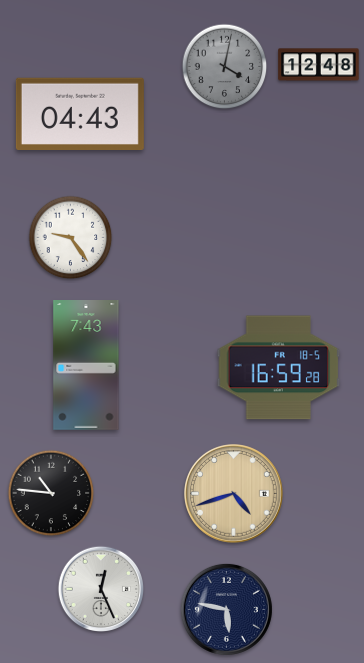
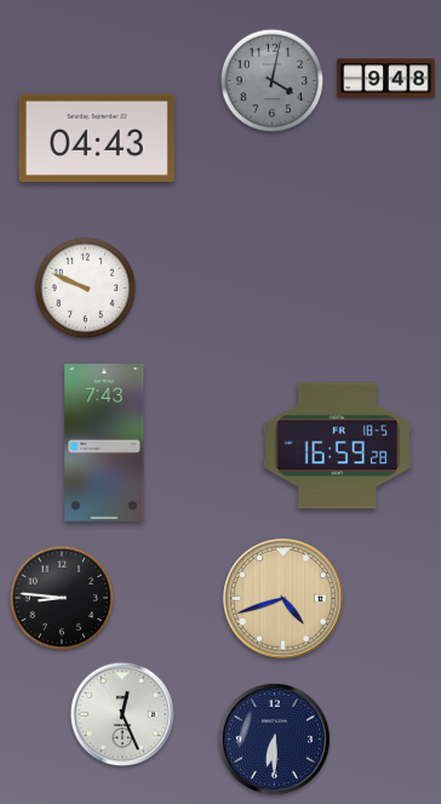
clock at (319, 65): 12:48 -> 9:48
clock at (71, 238): 9:24 -> 9:49
clock at (51, 493): 10:46 -> 8:46
clock at (226, 609): 5:47 -> 6:30
